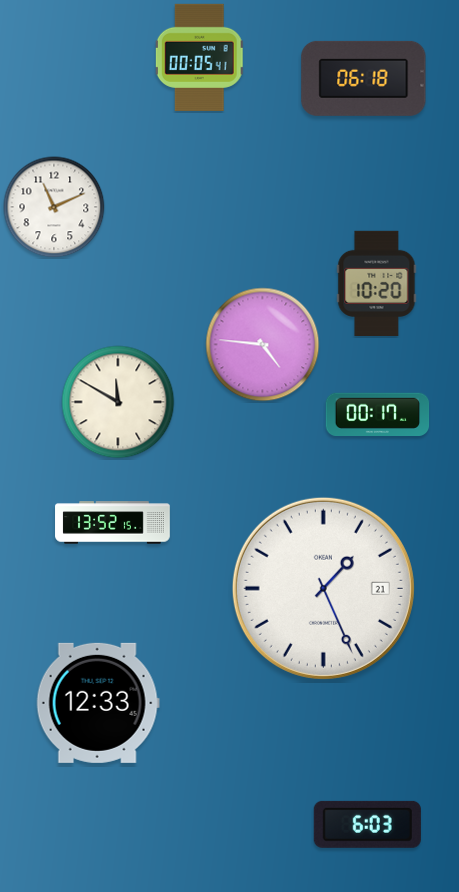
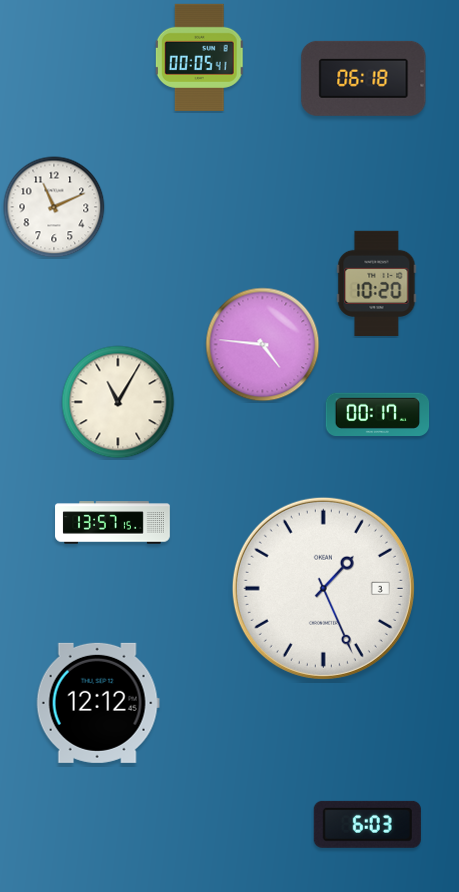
clock at (118, 402): 11:50 -> 11:05
clock at (113, 523): 13:52 -> 13:57
clock at (323, 588) date: 21 -> 3
clock at (98, 703): 12:33 -> 12:12
